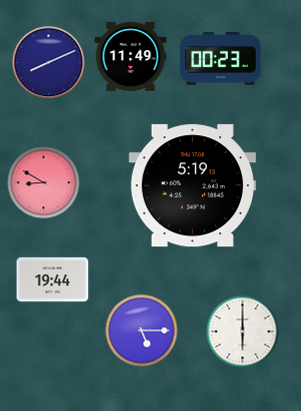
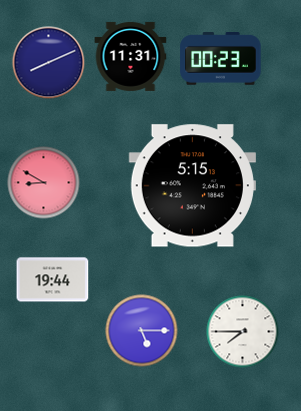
clock at (131, 56): 11:49 -> 11:31
clock at (192, 186): 5:19 -> 5:15
clock at (243, 332): 6:00 -> 7:45
